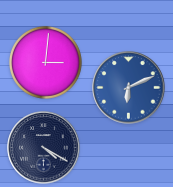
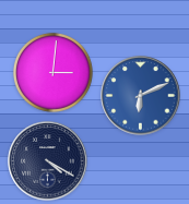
clock at (45, 62) position: (45, 62) -> (52, 72)
